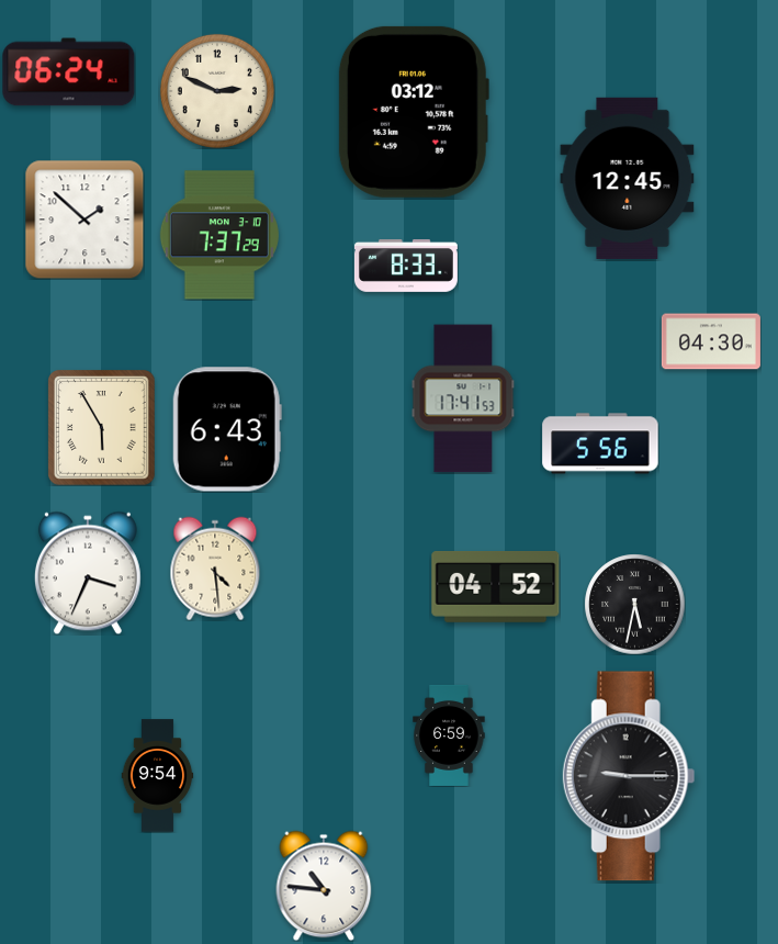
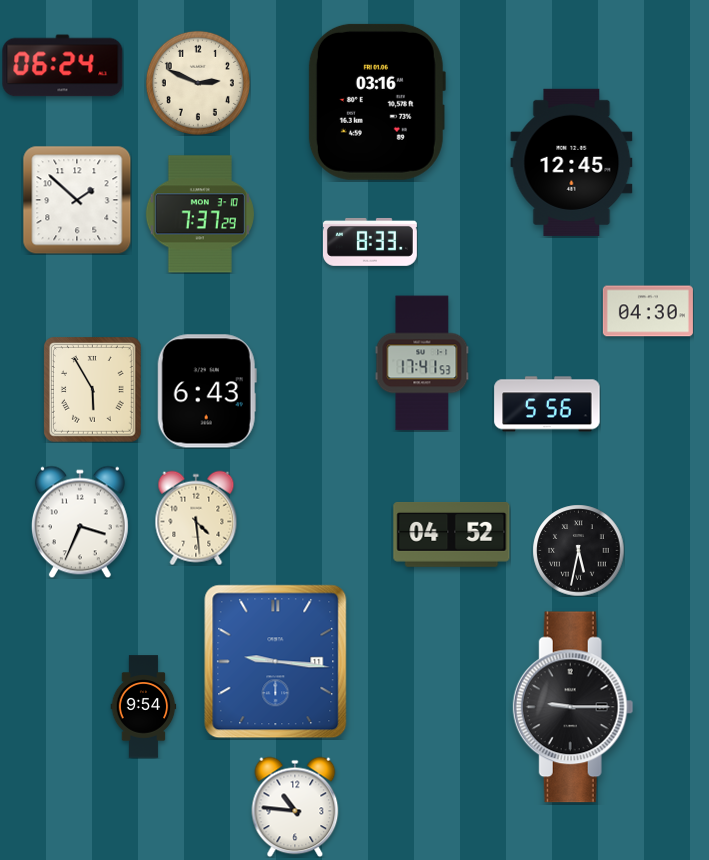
clock at (413, 112): 03:12 -> 03:16
clock at (276, 662): none -> 9:16
clock at (449, 735): 6:59 -> none
